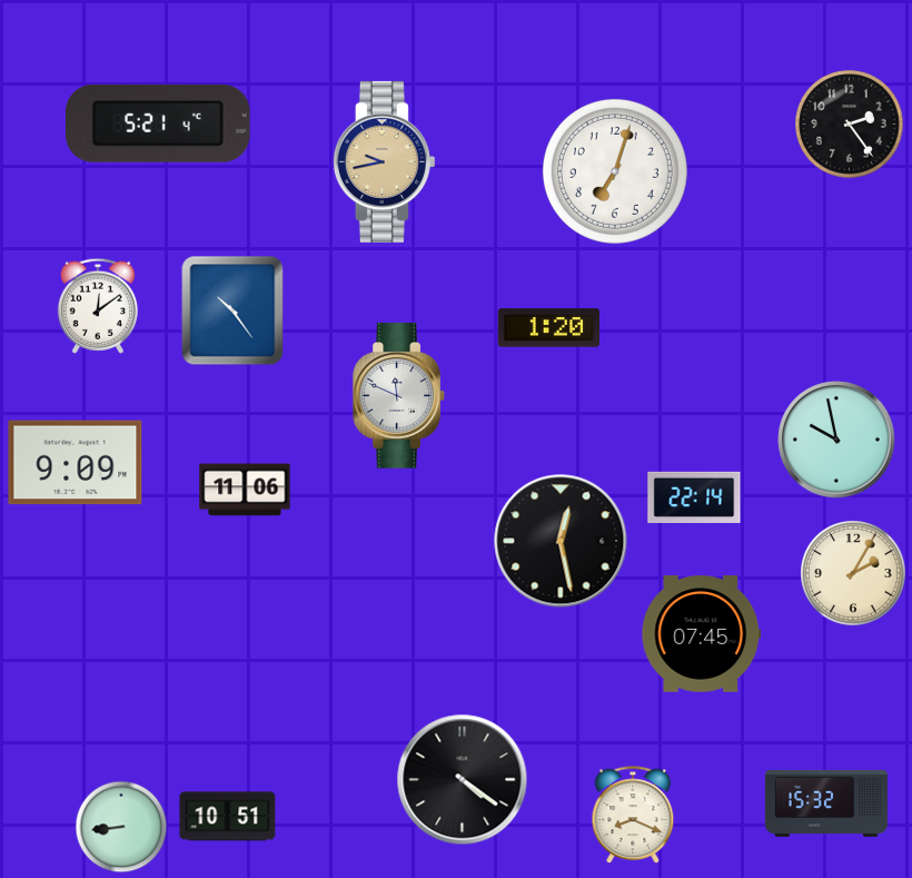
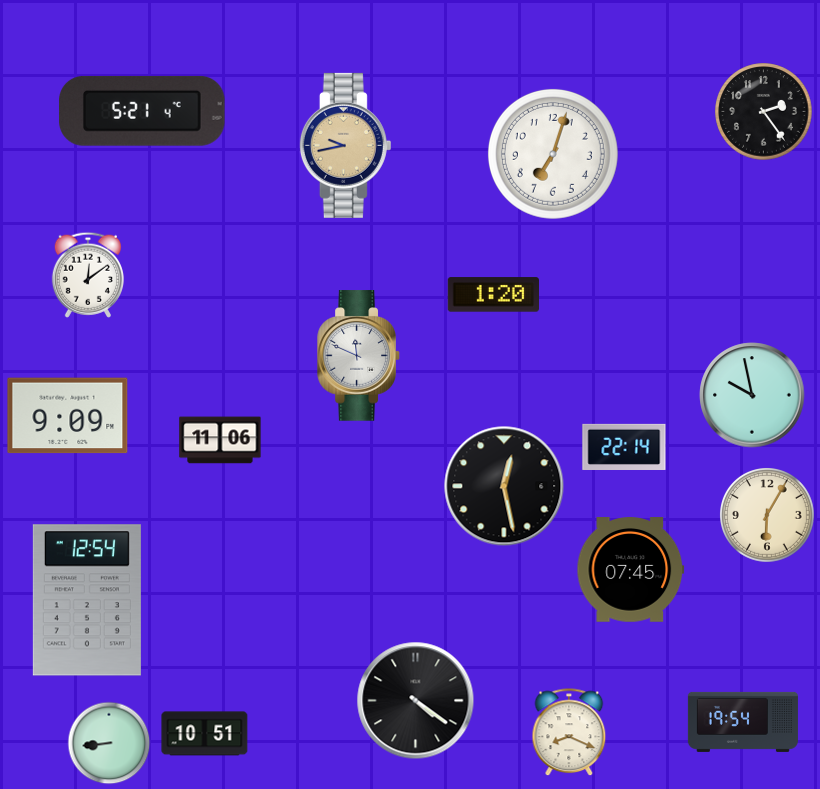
clock at (232, 310): 10:24 -> none
clock at (854, 574): 2:05 -> 6:05
clock at (87, 600): none -> 12:54
clock at (826, 803): 15:32 -> 19:54
